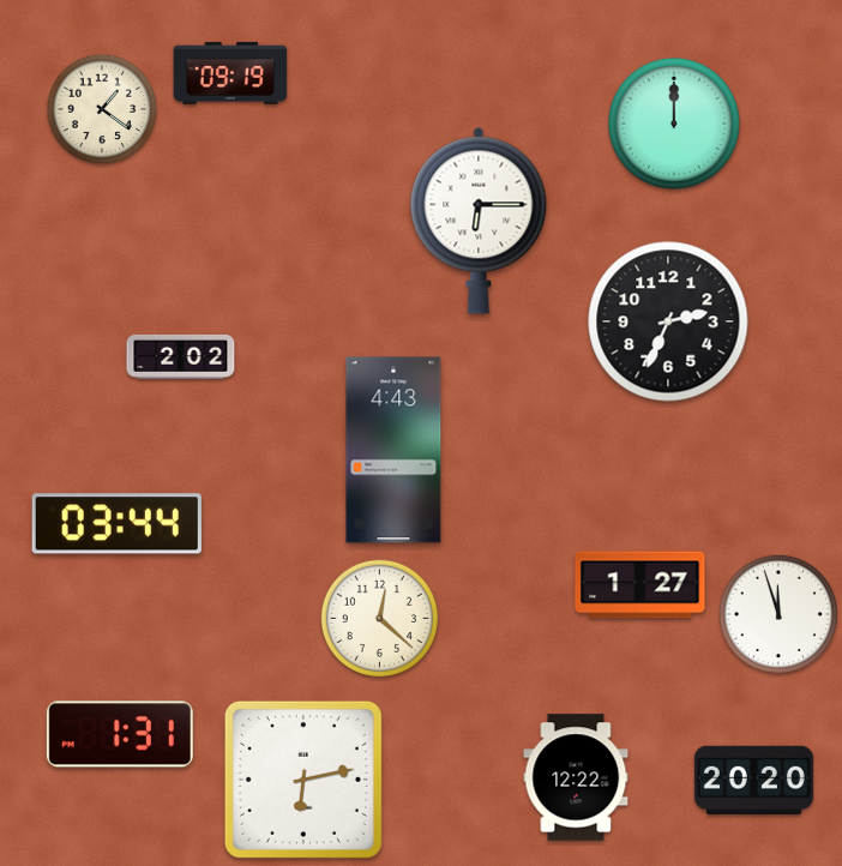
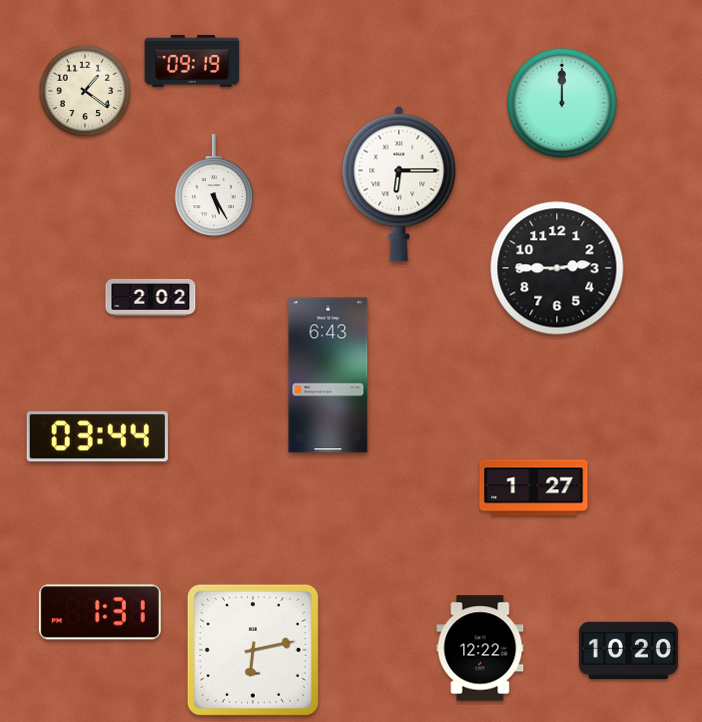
clock at (214, 186): none -> 5:25
clock at (668, 321): 2:34 -> 2:45
clock at (393, 450): 4:43 -> 6:43
clock at (777, 613): 11:57 -> none
clock at (380, 619): 12:22 -> none
clock at (753, 780): 20:20 -> 10:20
